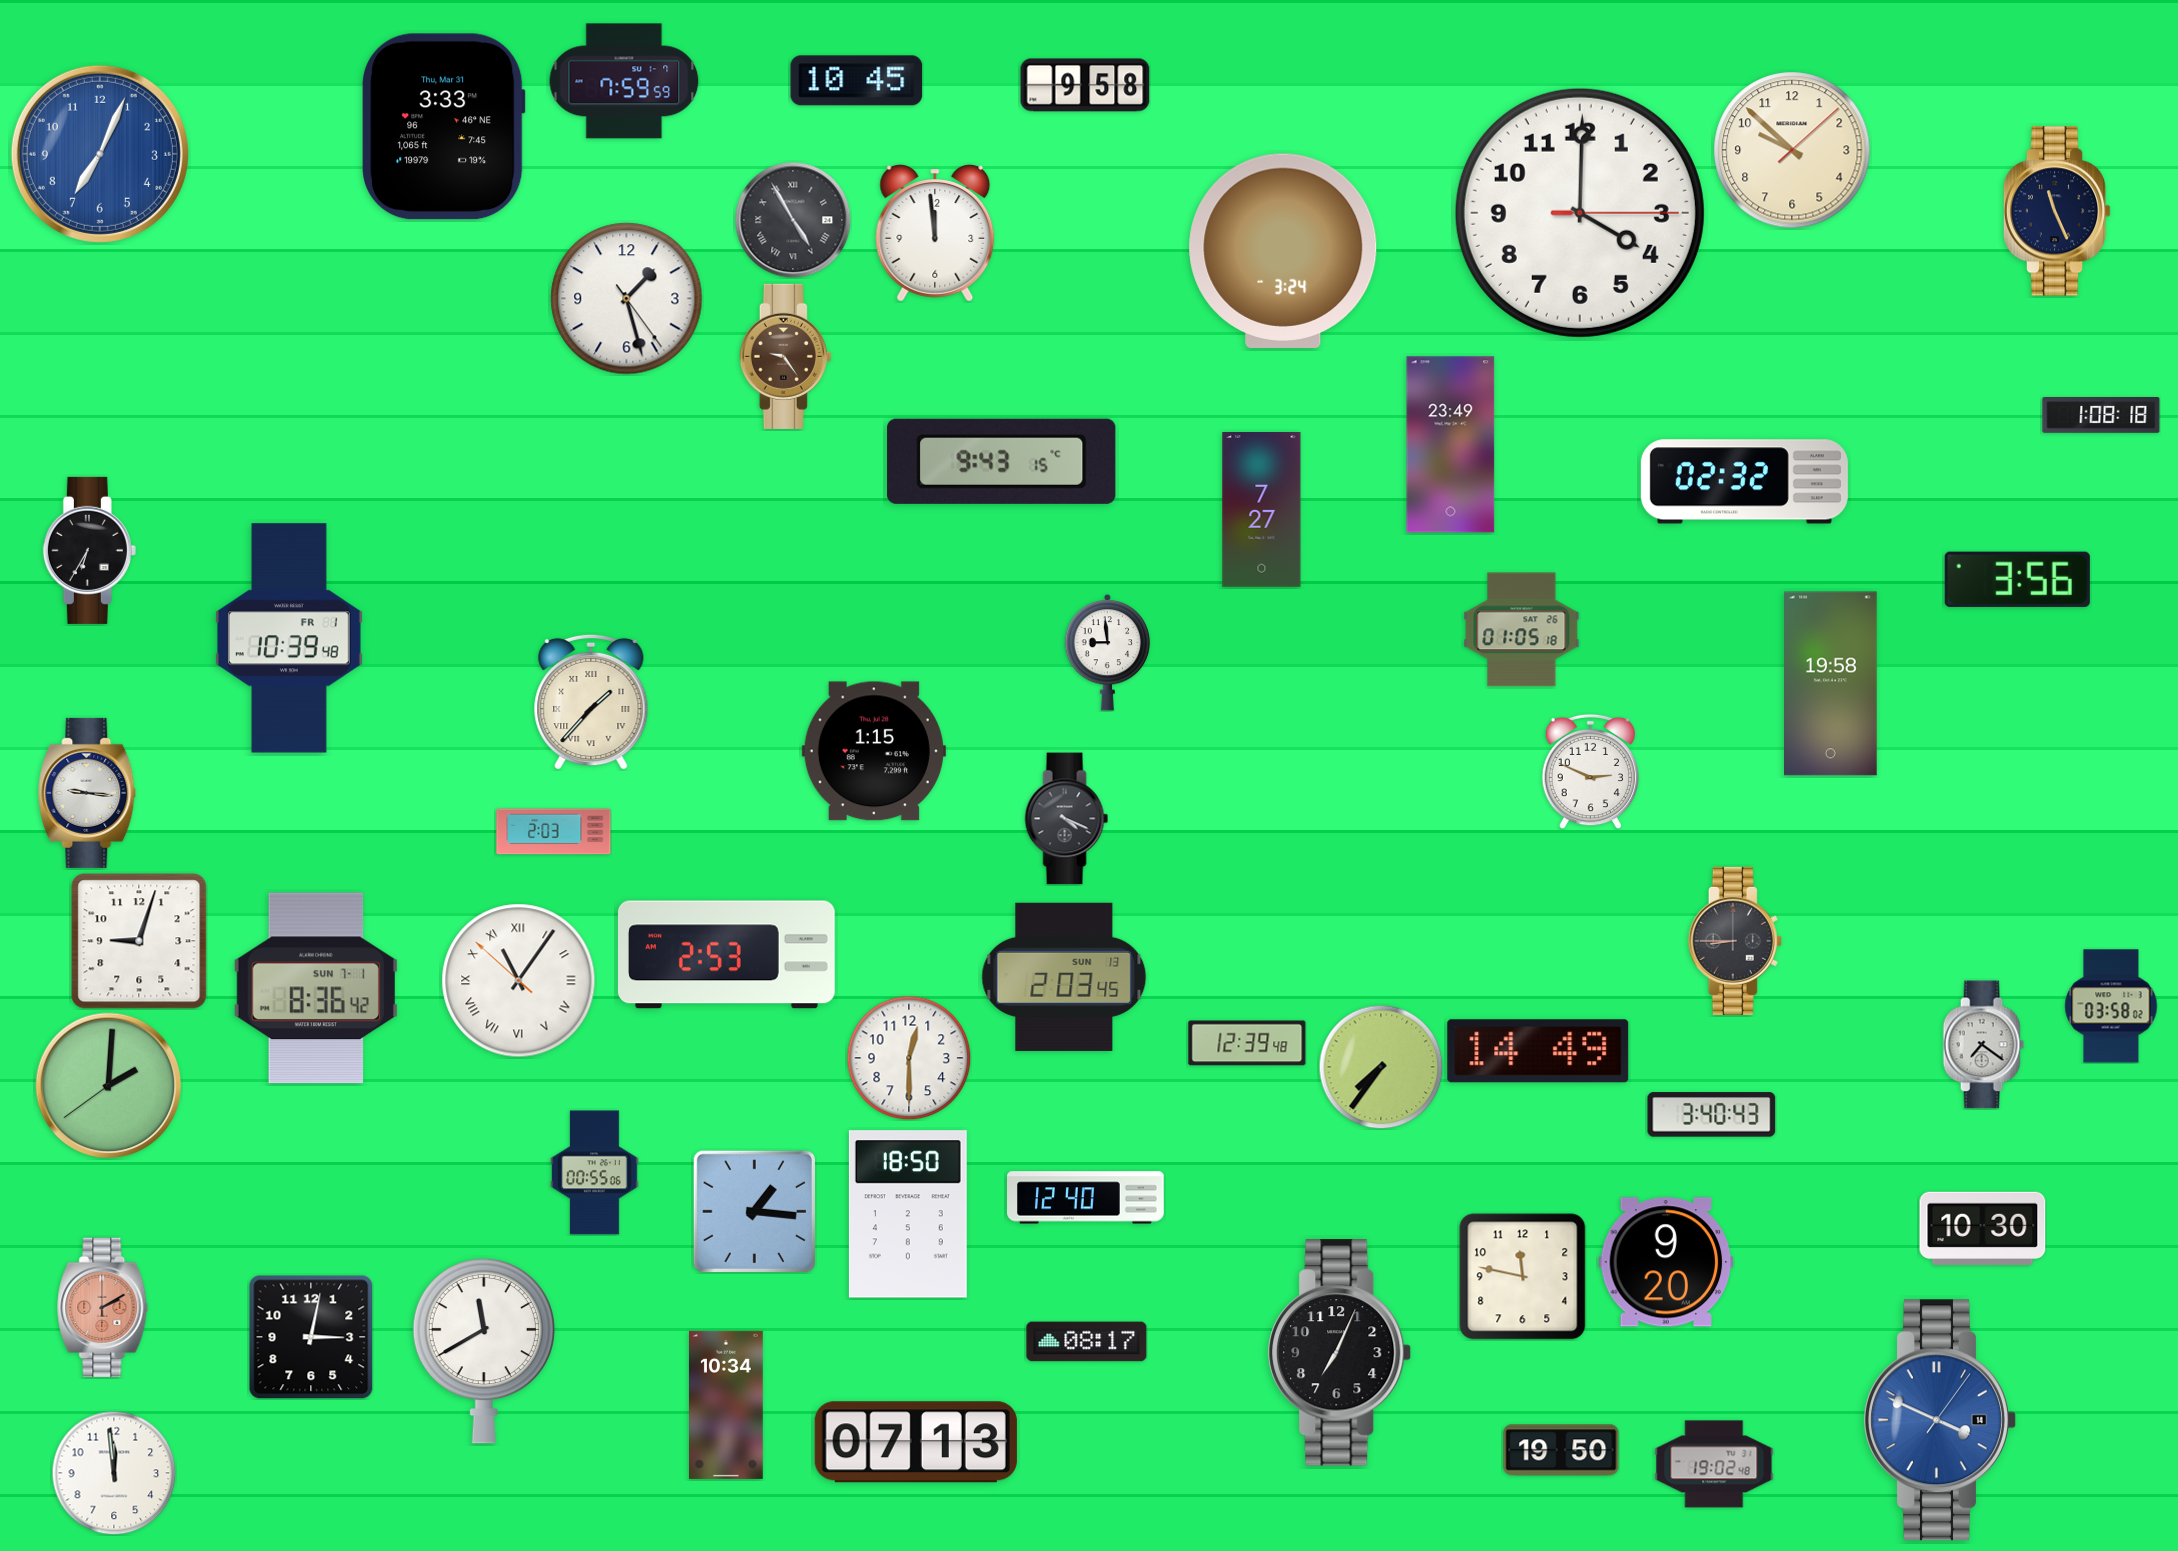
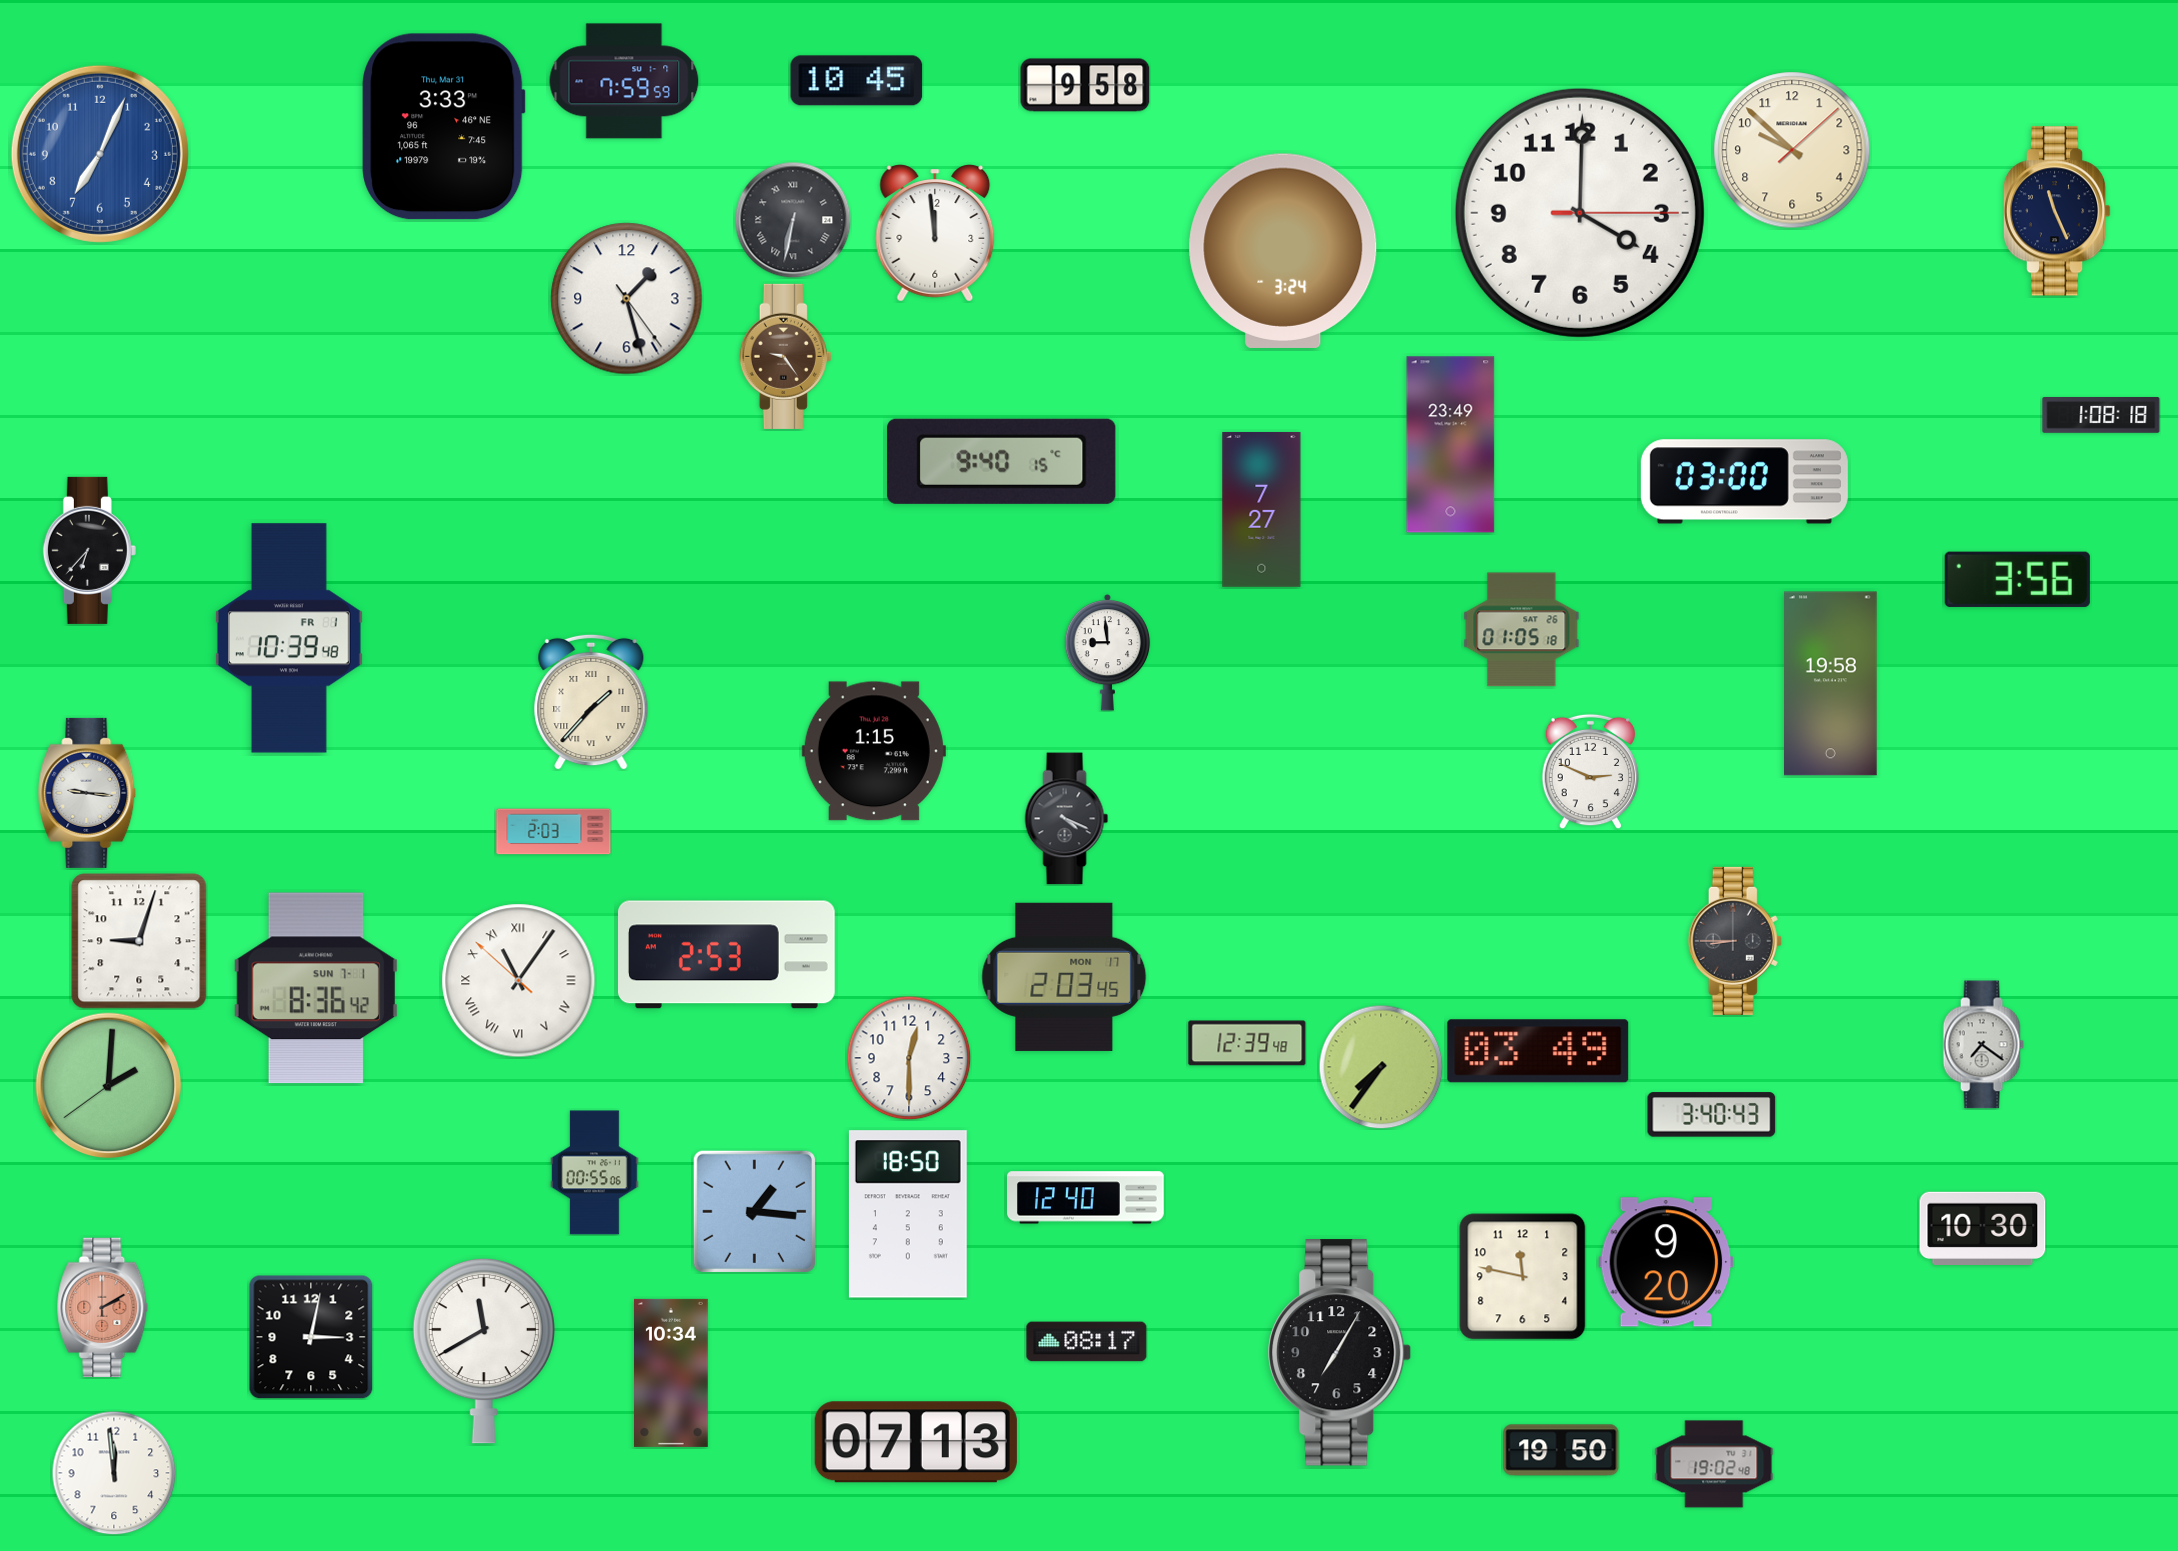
clock at (793, 220): 4:55 -> 6:32
clock at (1002, 461): 9:43 -> 9:40
clock at (1744, 482): 02:32 -> 03:00
clock at (89, 550): 6:35 -> 6:37
clock at (1064, 977) date: SUN 13 -> MON 17
clock at (2111, 1006): 03:58 -> none
clock at (1538, 1051): 14:49 -> 03:49
clock at (1340, 1353): 7:04 -> 7:05
clock at (727, 1405) position: (727, 1405) -> (672, 1373)
clock at (1941, 1420): 3:49 -> none
